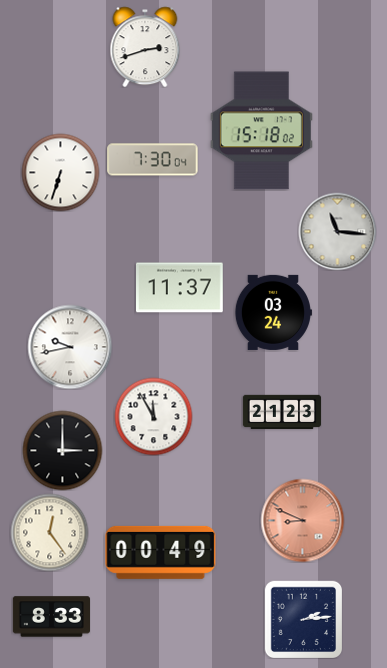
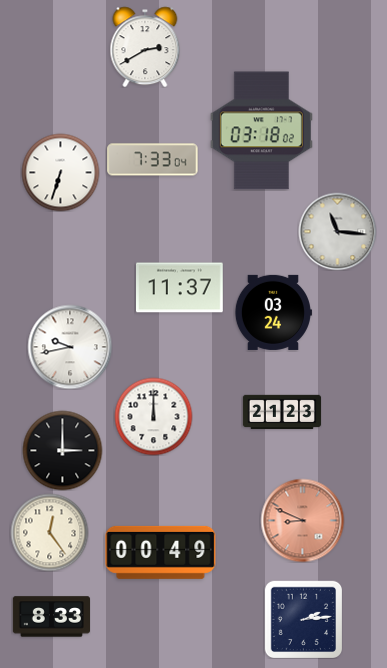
clock at (145, 47): 2:42 -> 2:40
clock at (261, 131): 15:18 -> 03:18
clock at (153, 160): 7:30 -> 7:33
clock at (153, 416): 11:55 -> 12:00
